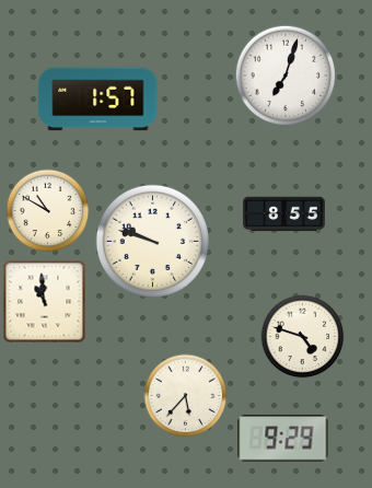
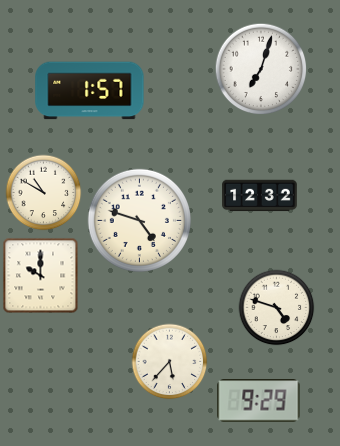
clock at (284, 214): 8:55 -> 12:32
clock at (152, 241): 9:48 -> 4:48
clock at (45, 302): 10:59 -> 10:00
